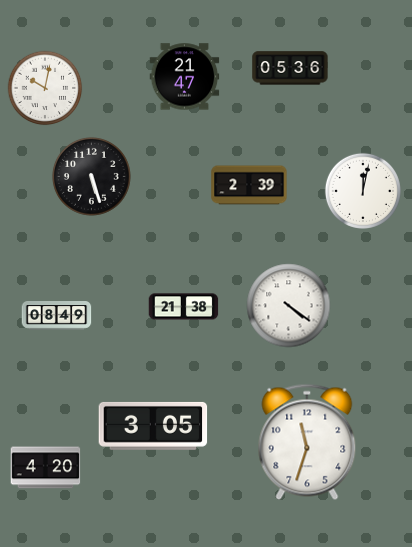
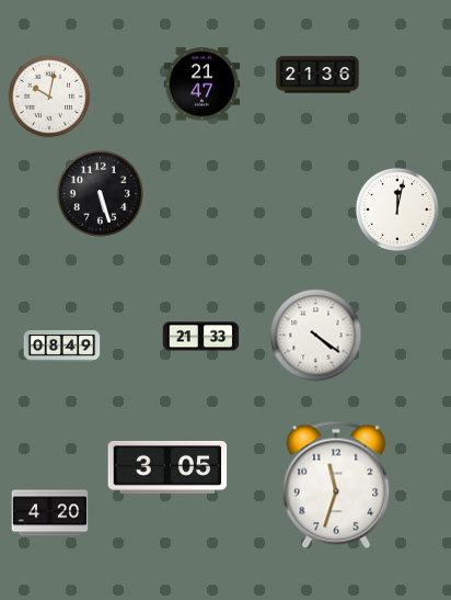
clock at (290, 68): 05:36 -> 21:36
clock at (249, 185): 2:39 -> none
clock at (184, 307): 21:38 -> 21:33
